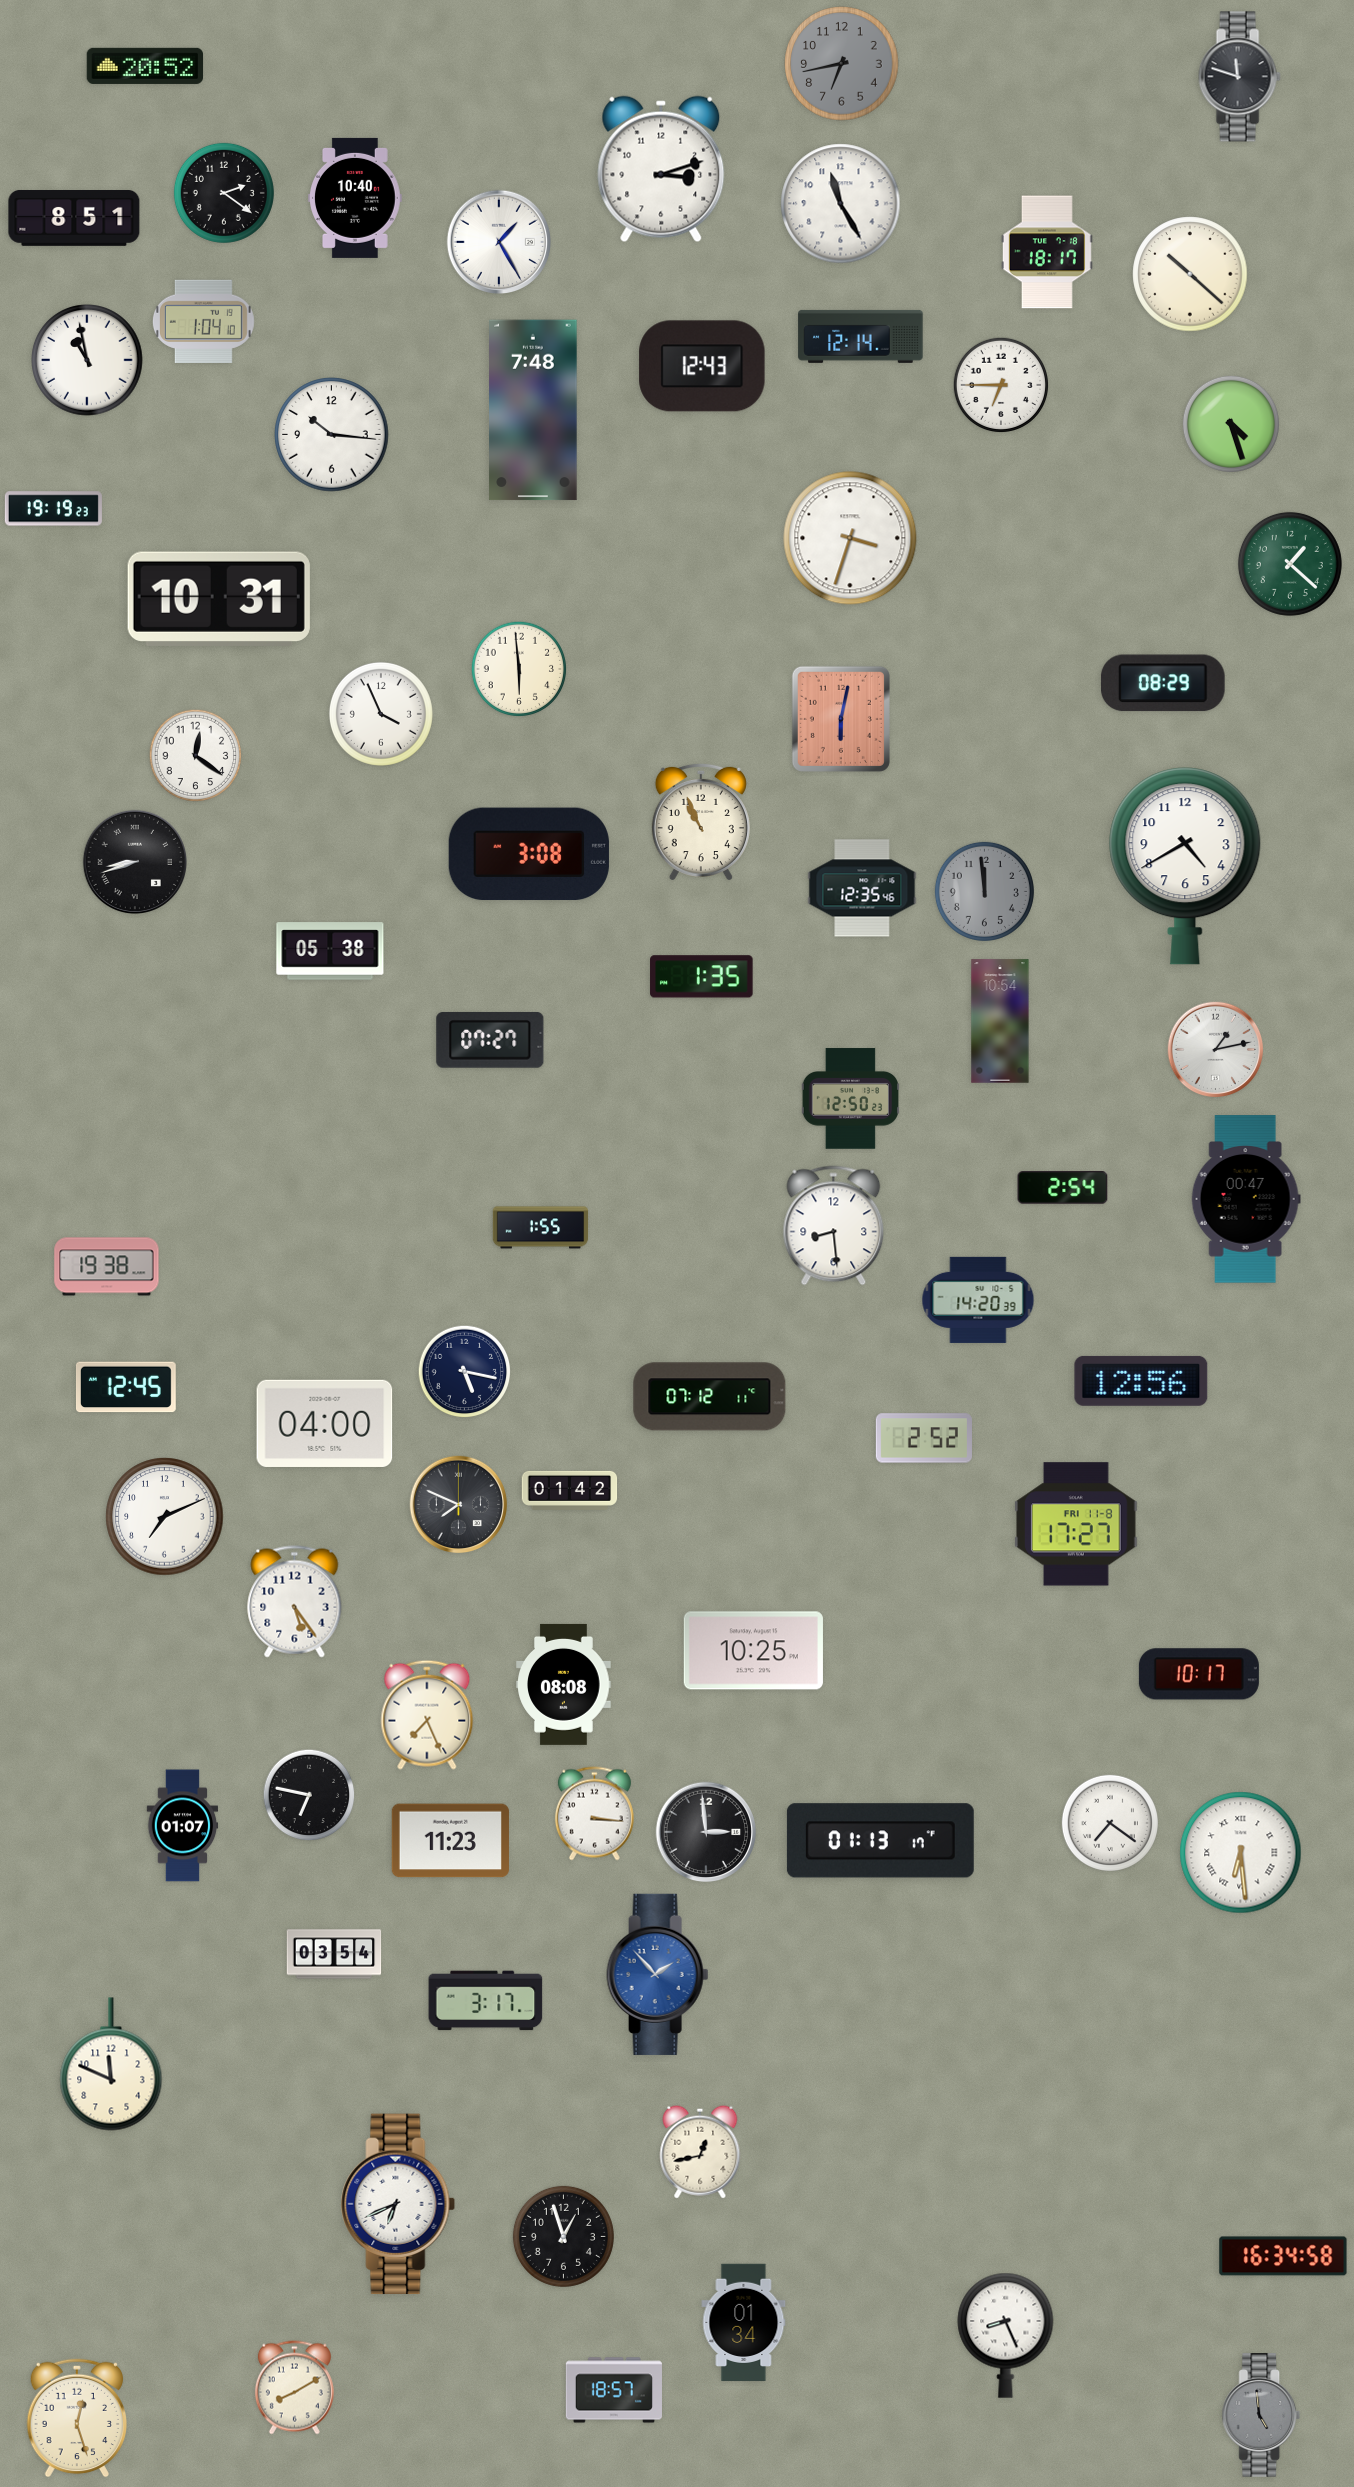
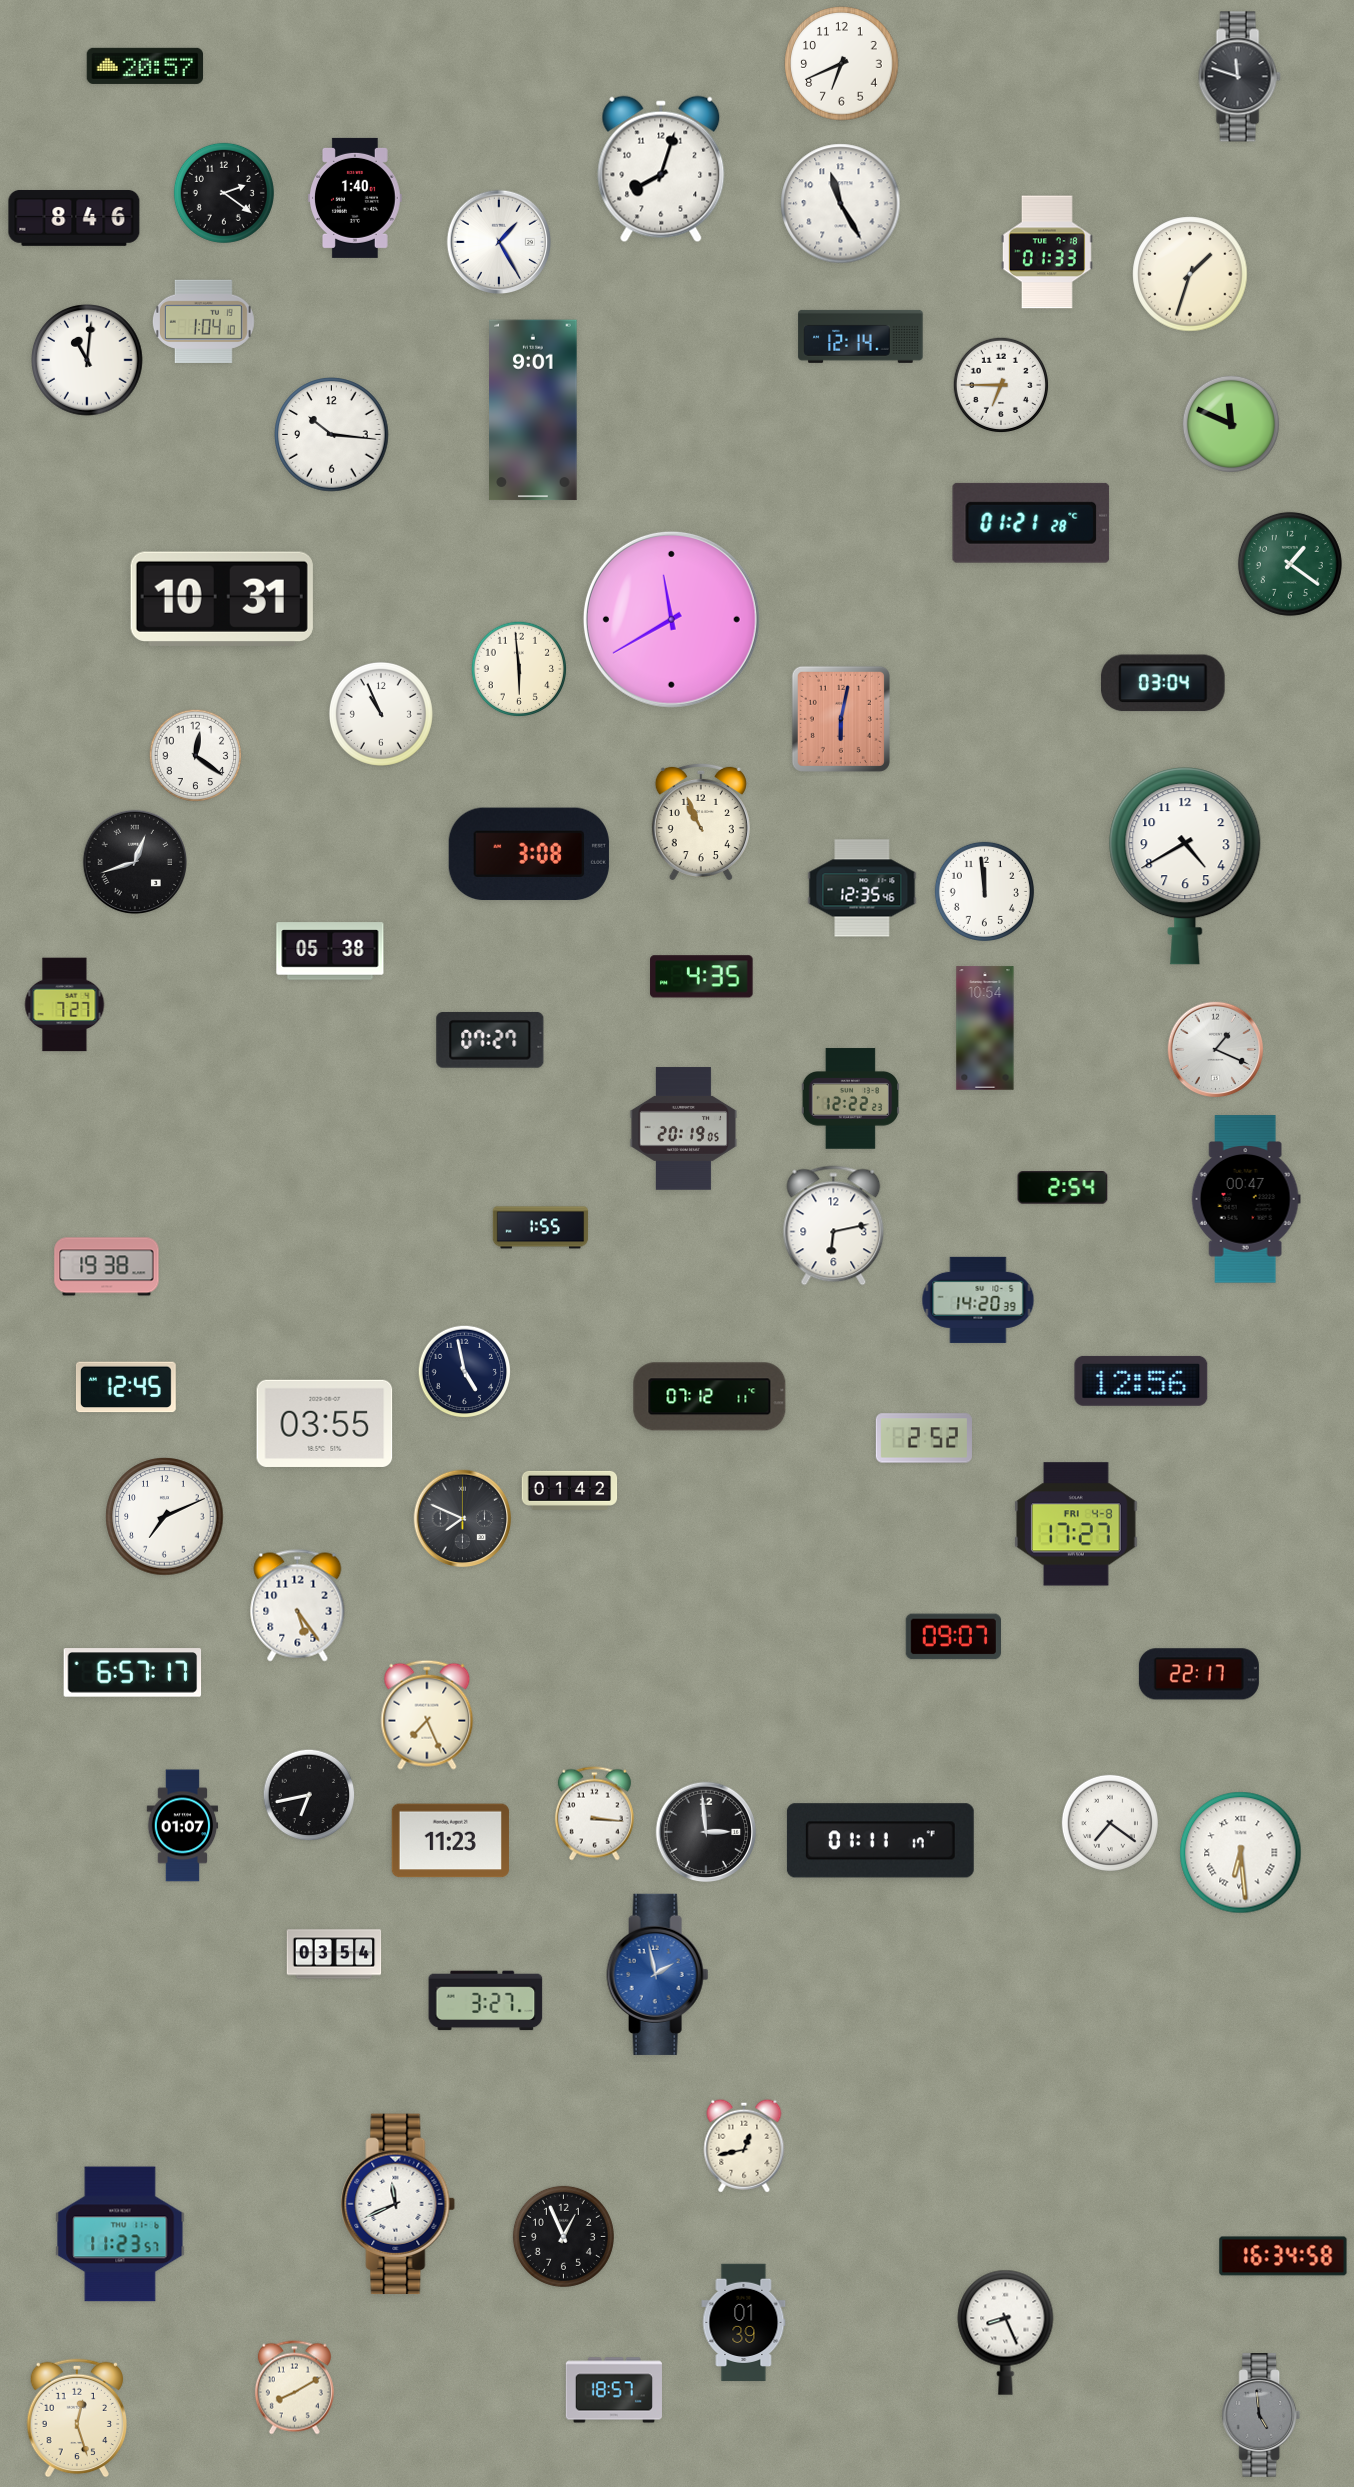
clock at (842, 64): 6:43 -> 6:41
clock at (842, 64) dial: grey -> white
clock at (145, 66): 20:52 -> 20:57
clock at (661, 169): 3:12 -> 8:03
clock at (356, 198): 10:40 -> 1:40
clock at (74, 219): 8:51 -> 8:46
clock at (1047, 252): 18:17 -> 01:33
clock at (1190, 274): 10:22 -> 1:33
clock at (87, 360): 10:58 -> 11:01
clock at (702, 366): 12:43 -> none
clock at (533, 410): 7:48 -> 9:01
clock at (1231, 424): 4:27 -> 11:49
clock at (53, 509): 19:19 -> none
clock at (1031, 523): none -> 01:21
clock at (850, 538): 3:33 -> none
clock at (1290, 564): 1:22 -> 1:21
clock at (219, 599) position: (219, 599) -> (222, 599)
clock at (671, 619): none -> 11:40
clock at (1163, 683): 08:29 -> 03:04
clock at (381, 714): 3:56 -> 10:56
clock at (134, 861): 8:42 -> 12:42
clock at (984, 891) dial: grey -> white
clock at (702, 977): 1:35 -> 4:35
clock at (65, 1005): none -> 7:27
clock at (1000, 1021) position: (1000, 1021) -> (985, 1028)
clock at (1216, 1050): 1:13 -> 1:19
clock at (850, 1099): 12:50 -> 12:22
clock at (684, 1129): none -> 20:19
clock at (834, 1226): 8:29 -> 6:13
clock at (465, 1372): 5:17 -> 4:58
clock at (325, 1423): 04:00 -> 03:55
clock at (459, 1505) position: (459, 1505) -> (463, 1519)
clock at (1076, 1524) date: FRI 11-8 -> FRI 4-8
clock at (295, 1602) position: (295, 1602) -> (298, 1606)
clock at (953, 1637): none -> 09:07
clock at (753, 1651): 10:25 -> none
clock at (133, 1673): none -> 6:57
clock at (1199, 1674): 10:17 -> 22:17
clock at (564, 1684): 08:08 -> none
clock at (309, 1795): 6:47 -> 6:43
clock at (880, 1841): 01:13 -> 01:11
clock at (658, 1974): 1:53 -> 1:58
clock at (486, 2001): 3:17 -> 3:27
clock at (111, 2064): 11:49 -> none
clock at (700, 2152) position: (700, 2152) -> (744, 2146)
clock at (398, 2204): 6:41 -> 11:41
clock at (120, 2234): none -> 11:23
clock at (563, 2236): 12:57 -> 12:56
clock at (744, 2323): 01:34 -> 01:39
clock at (1006, 2335) position: (1006, 2335) -> (1006, 2332)
